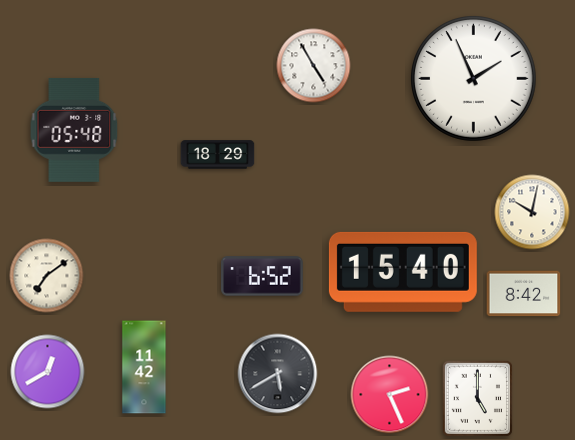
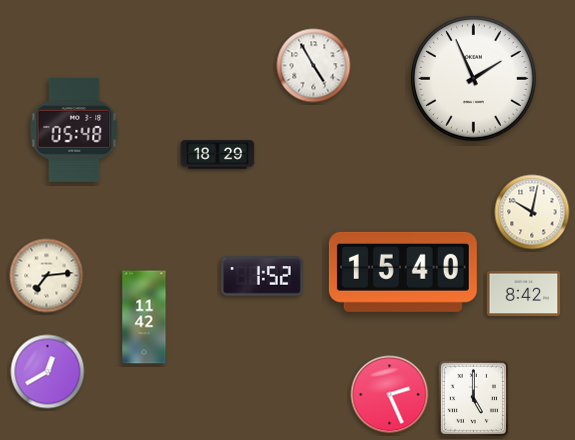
clock at (47, 276): 7:09 -> 7:14
clock at (262, 276): 6:52 -> 1:52
clock at (144, 367) position: (144, 367) -> (144, 317)
clock at (278, 374): 5:40 -> none
clock at (477, 398) position: (477, 398) -> (473, 398)
